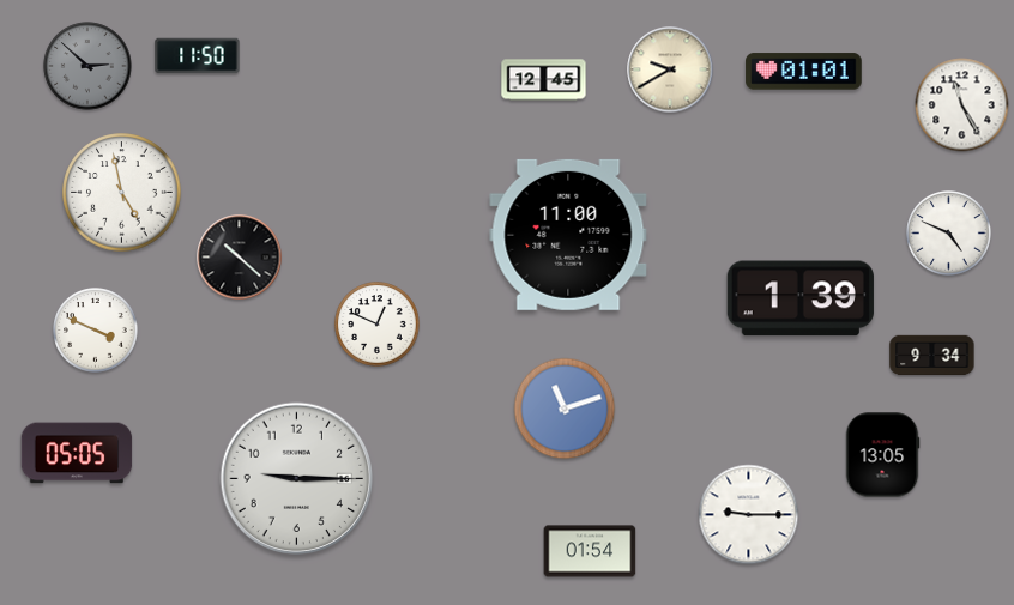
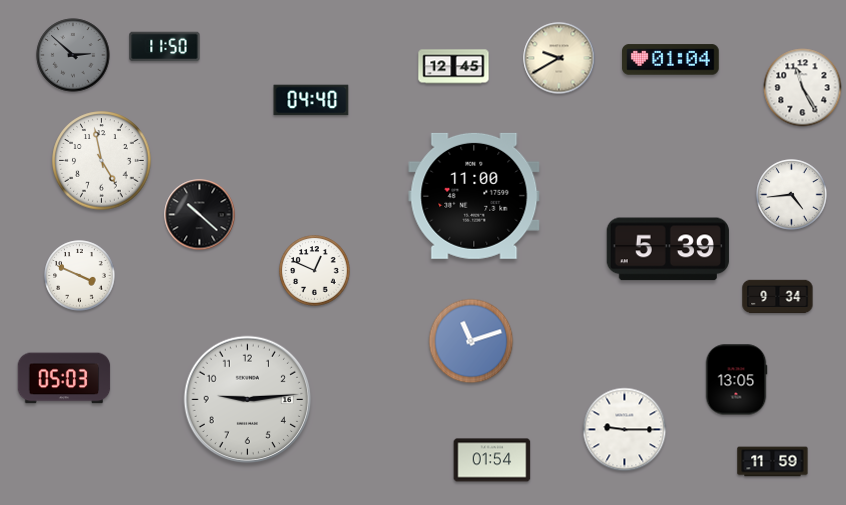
clock at (804, 72): 01:01 -> 01:04
clock at (311, 100): none -> 04:40
clock at (949, 234): 4:49 -> 4:44
clock at (801, 298): 1:39 -> 5:39
clock at (77, 453): 05:05 -> 05:03
clock at (297, 479): 9:15 -> 9:14
clock at (773, 462): none -> 11:59
